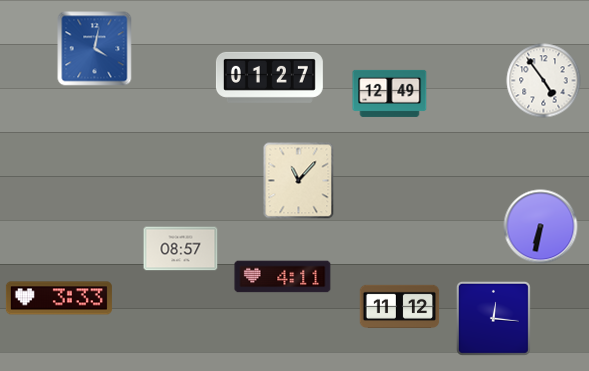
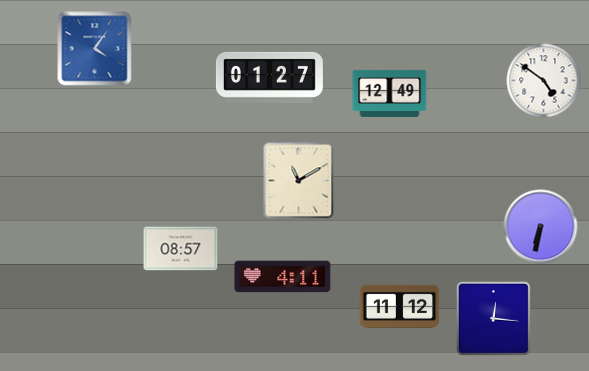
clock at (95, 49): 4:02 -> 4:06
clock at (544, 81): 4:54 -> 4:51
clock at (299, 181): 11:07 -> 11:10
clock at (59, 298): 3:33 -> none
